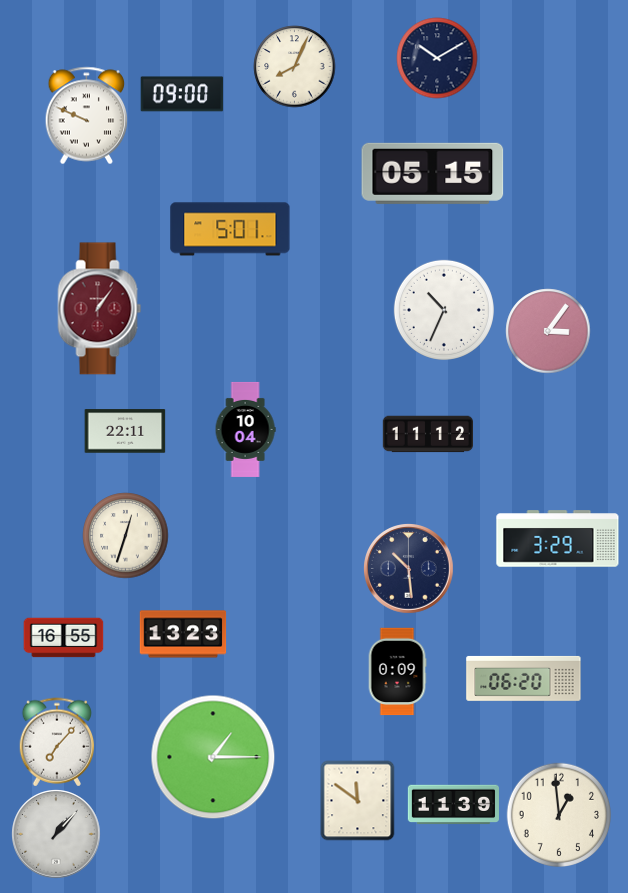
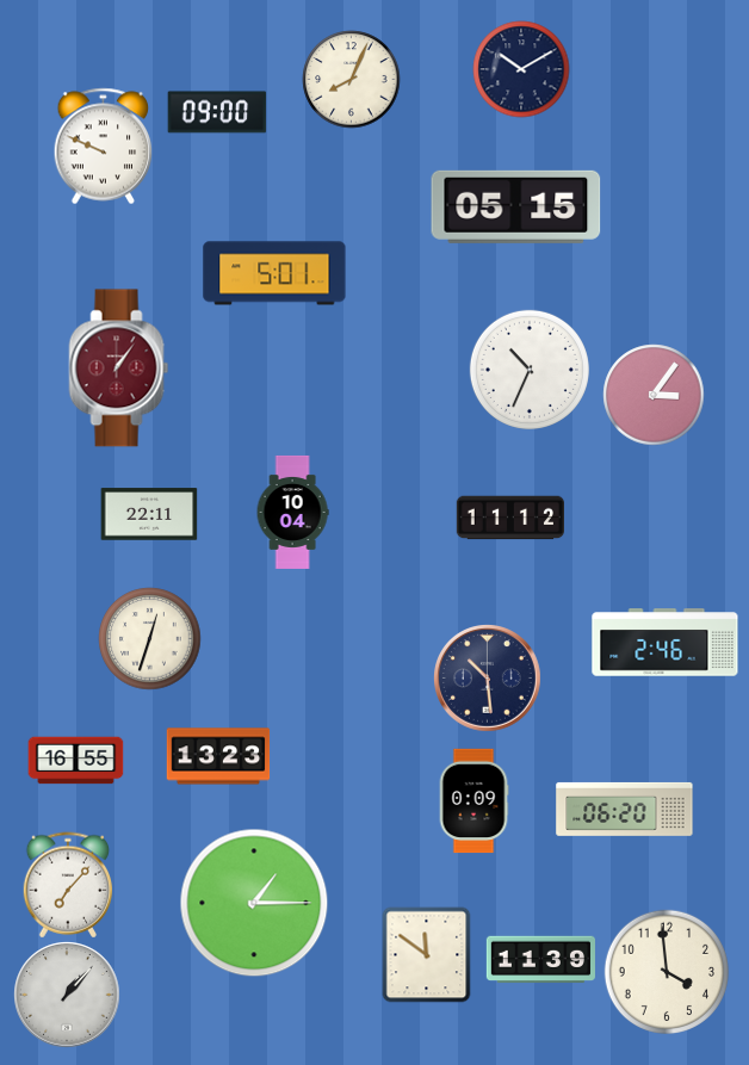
clock at (87, 115) position: (87, 115) -> (104, 145)
clock at (558, 539): 3:29 -> 2:46
clock at (558, 814): 12:59 -> 3:59
